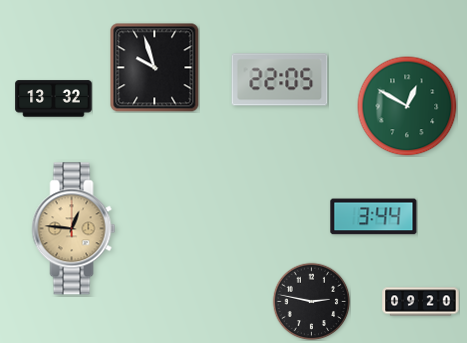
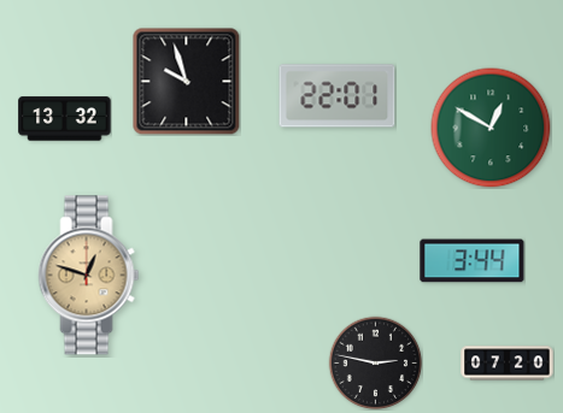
clock at (280, 80): 22:05 -> 22:01
clock at (374, 217) position: (374, 217) -> (473, 261)
clock at (74, 229): 12:46 -> 12:48
clock at (421, 302): 09:20 -> 07:20
